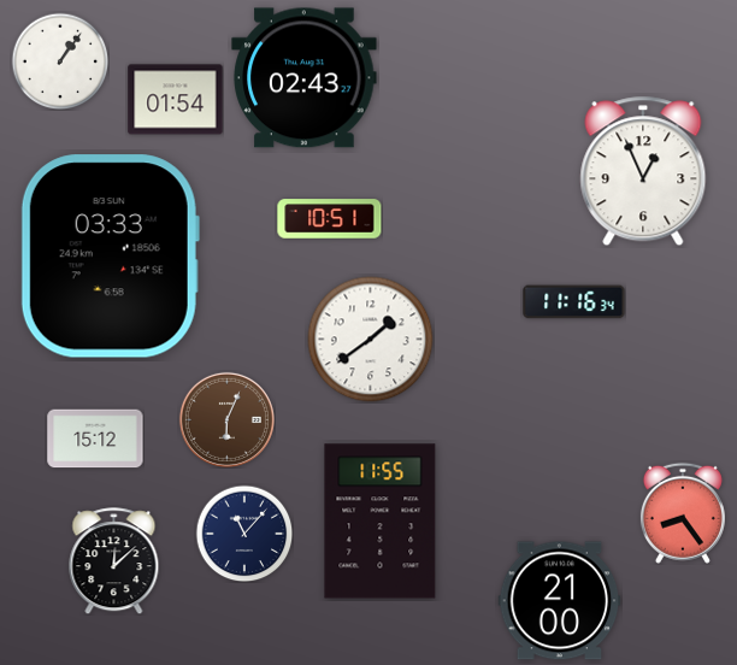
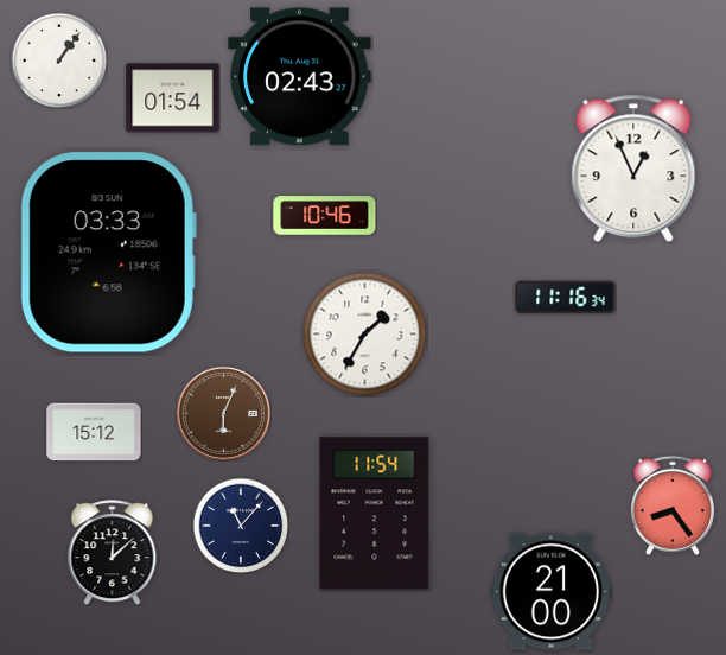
clock at (330, 219): 10:51 -> 10:46
clock at (371, 340): 1:39 -> 1:35
clock at (381, 522): 11:55 -> 11:54
